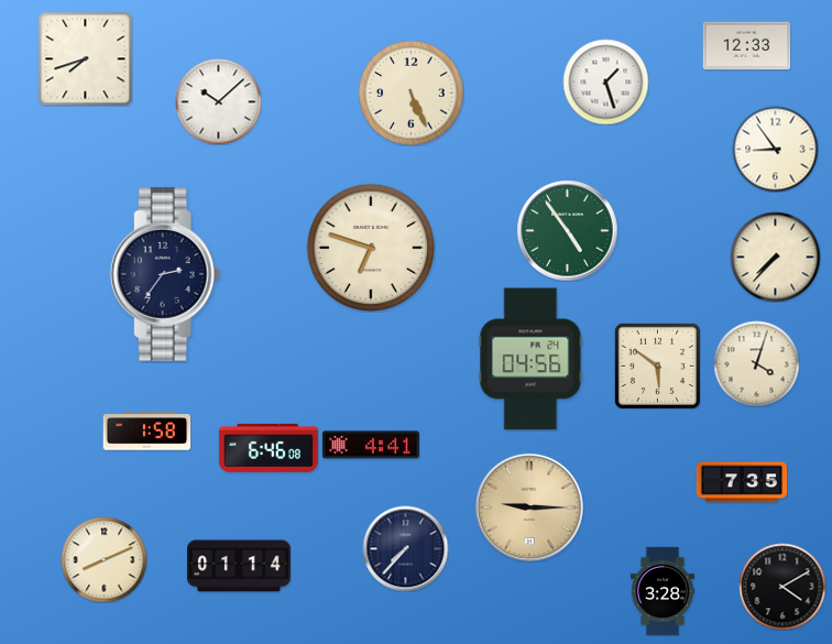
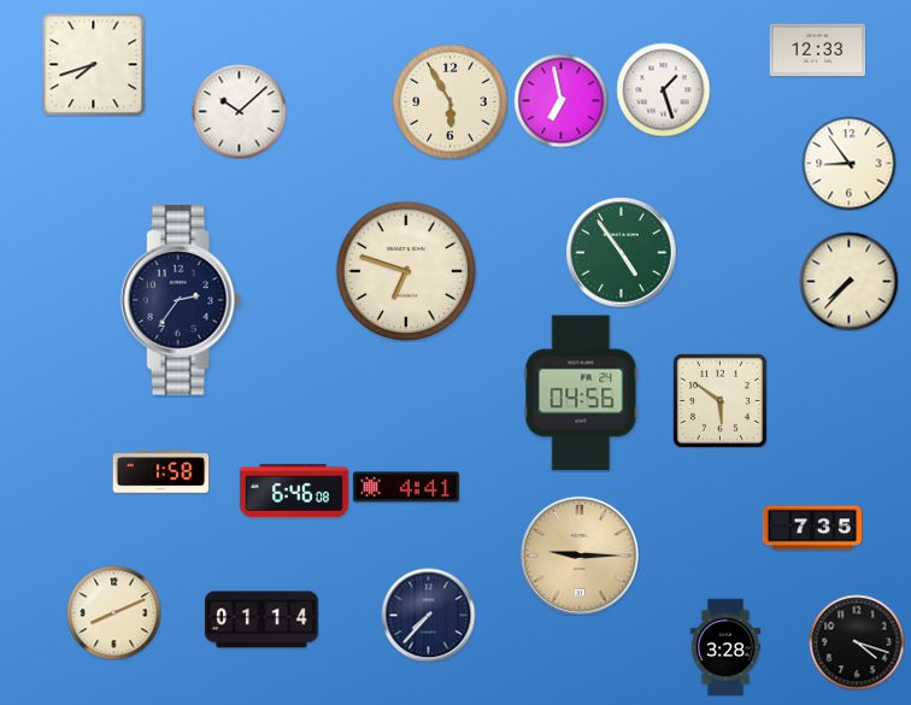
clock at (560, 100): none -> 6:58
clock at (410, 92): 5:26 -> 5:55
clock at (756, 363): 4:03 -> none
clock at (405, 548) position: (405, 548) -> (428, 615)
clock at (782, 587): 4:10 -> 4:18
